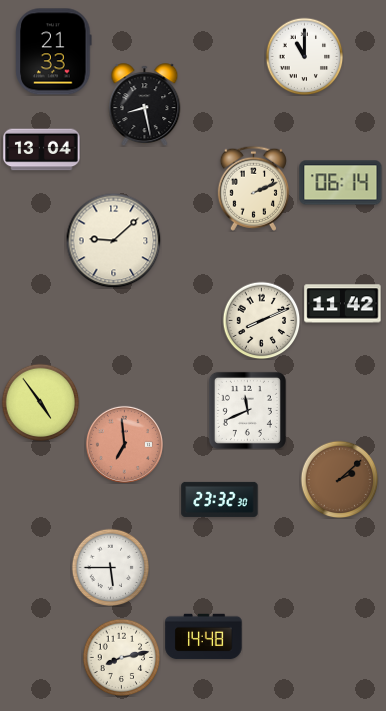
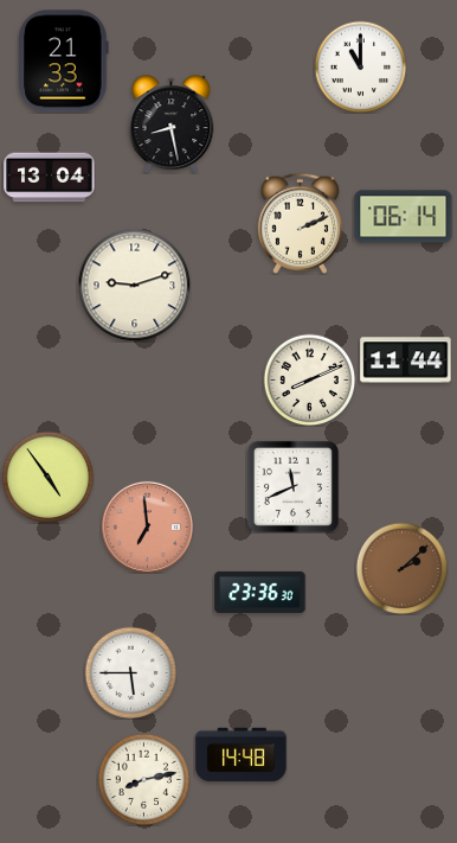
clock at (113, 240): 9:08 -> 9:12
clock at (343, 304): 11:42 -> 11:44
clock at (220, 499): 23:32 -> 23:36
